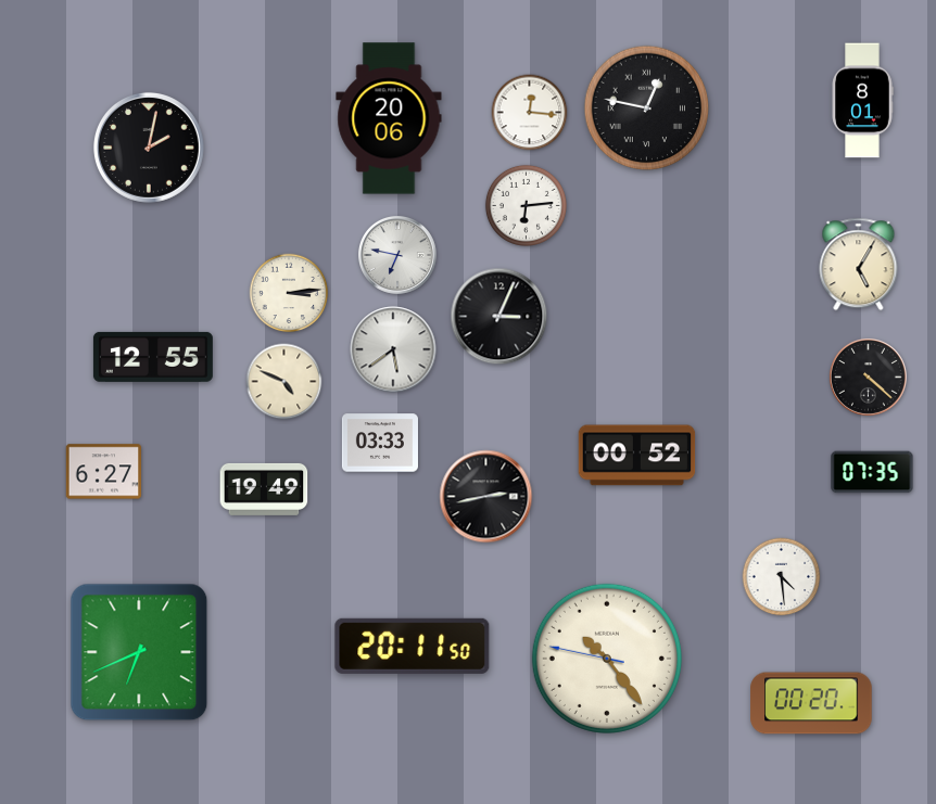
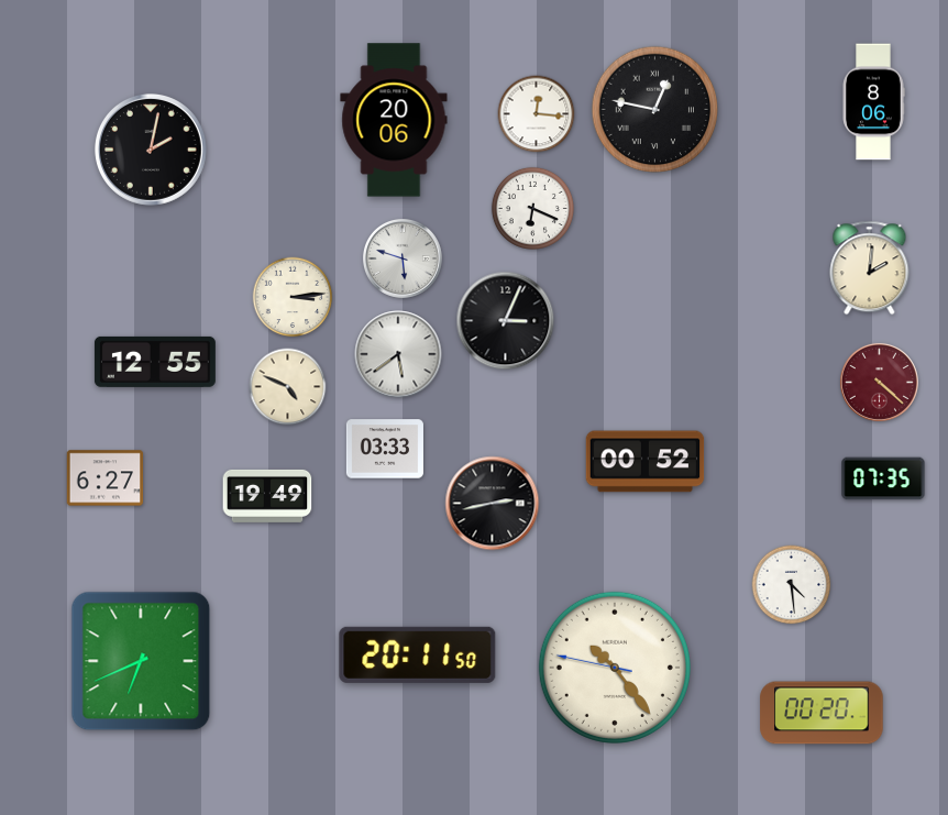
clock at (862, 101): 8:01 -> 8:06
clock at (526, 205): 6:14 -> 6:19
clock at (397, 255): 6:47 -> 5:48
clock at (859, 265): 5:05 -> 2:01
clock at (868, 377) dial: black -> burgundy
